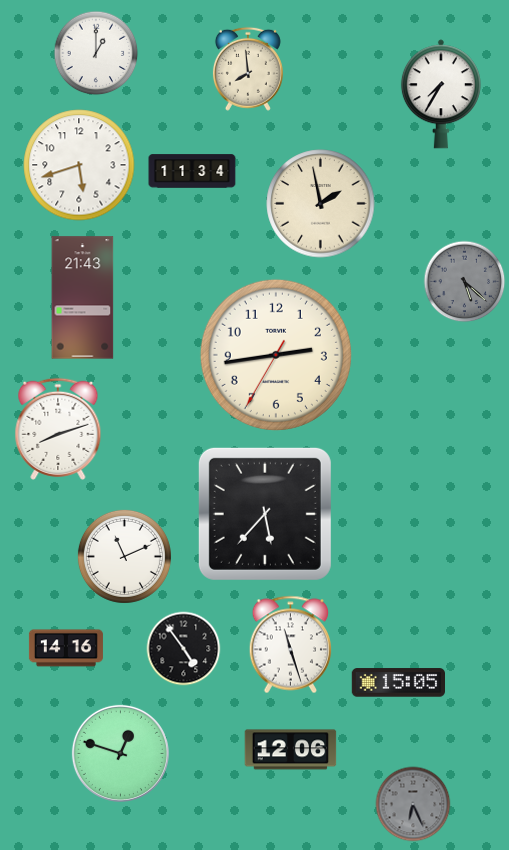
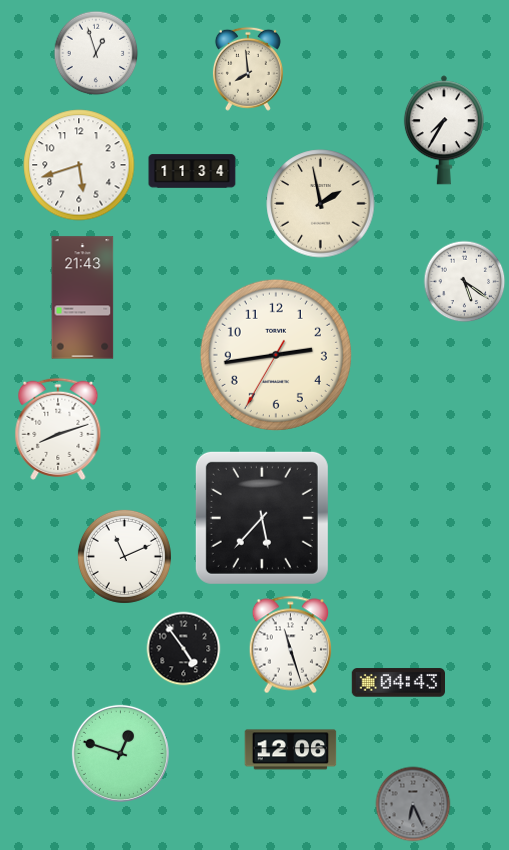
clock at (96, 53): 1:00 -> 12:57
clock at (441, 94) position: (441, 94) -> (444, 130)
clock at (465, 282): 5:22 -> 5:21
clock at (465, 282) dial: grey -> white
clock at (265, 514) position: (265, 514) -> (262, 518)
clock at (66, 648): 14:16 -> none
clock at (398, 683): 15:05 -> 04:43
